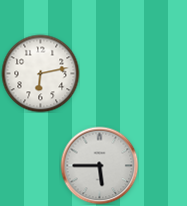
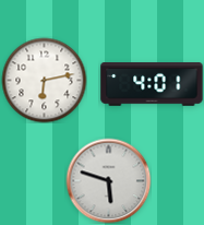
clock at (152, 84): none -> 4:01
clock at (99, 165): 5:45 -> 5:48
